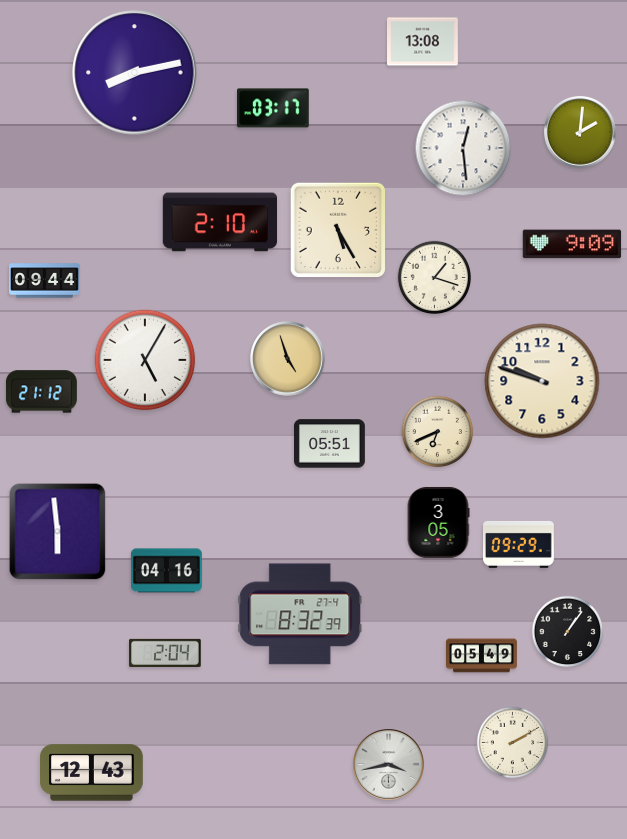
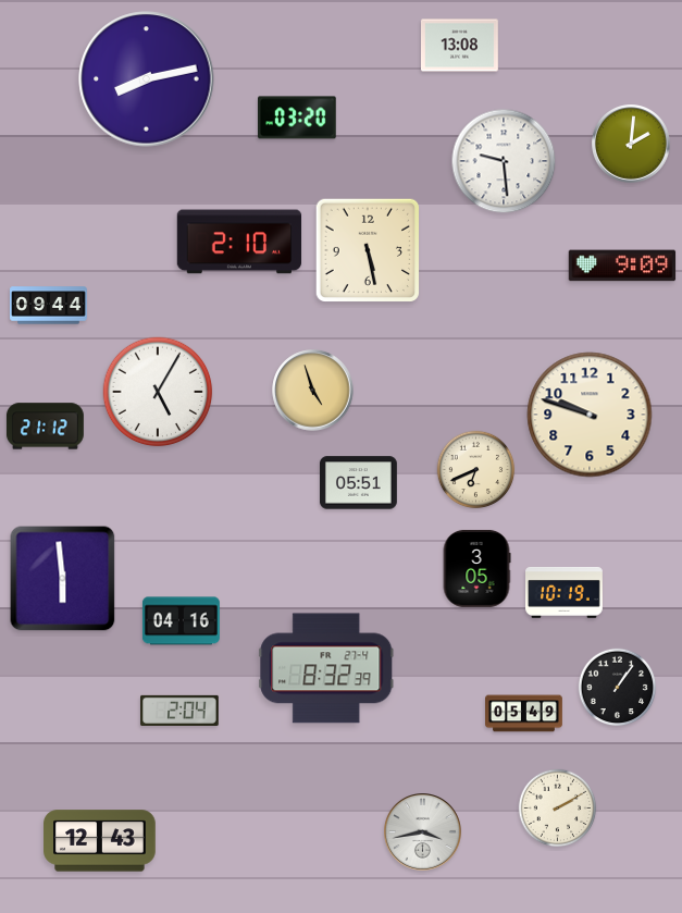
clock at (273, 108): 03:17 -> 03:20
clock at (463, 148): 12:29 -> 9:29
clock at (338, 230): 5:25 -> 5:28
clock at (434, 277): 1:18 -> none
clock at (519, 545): 09:29 -> 10:19
